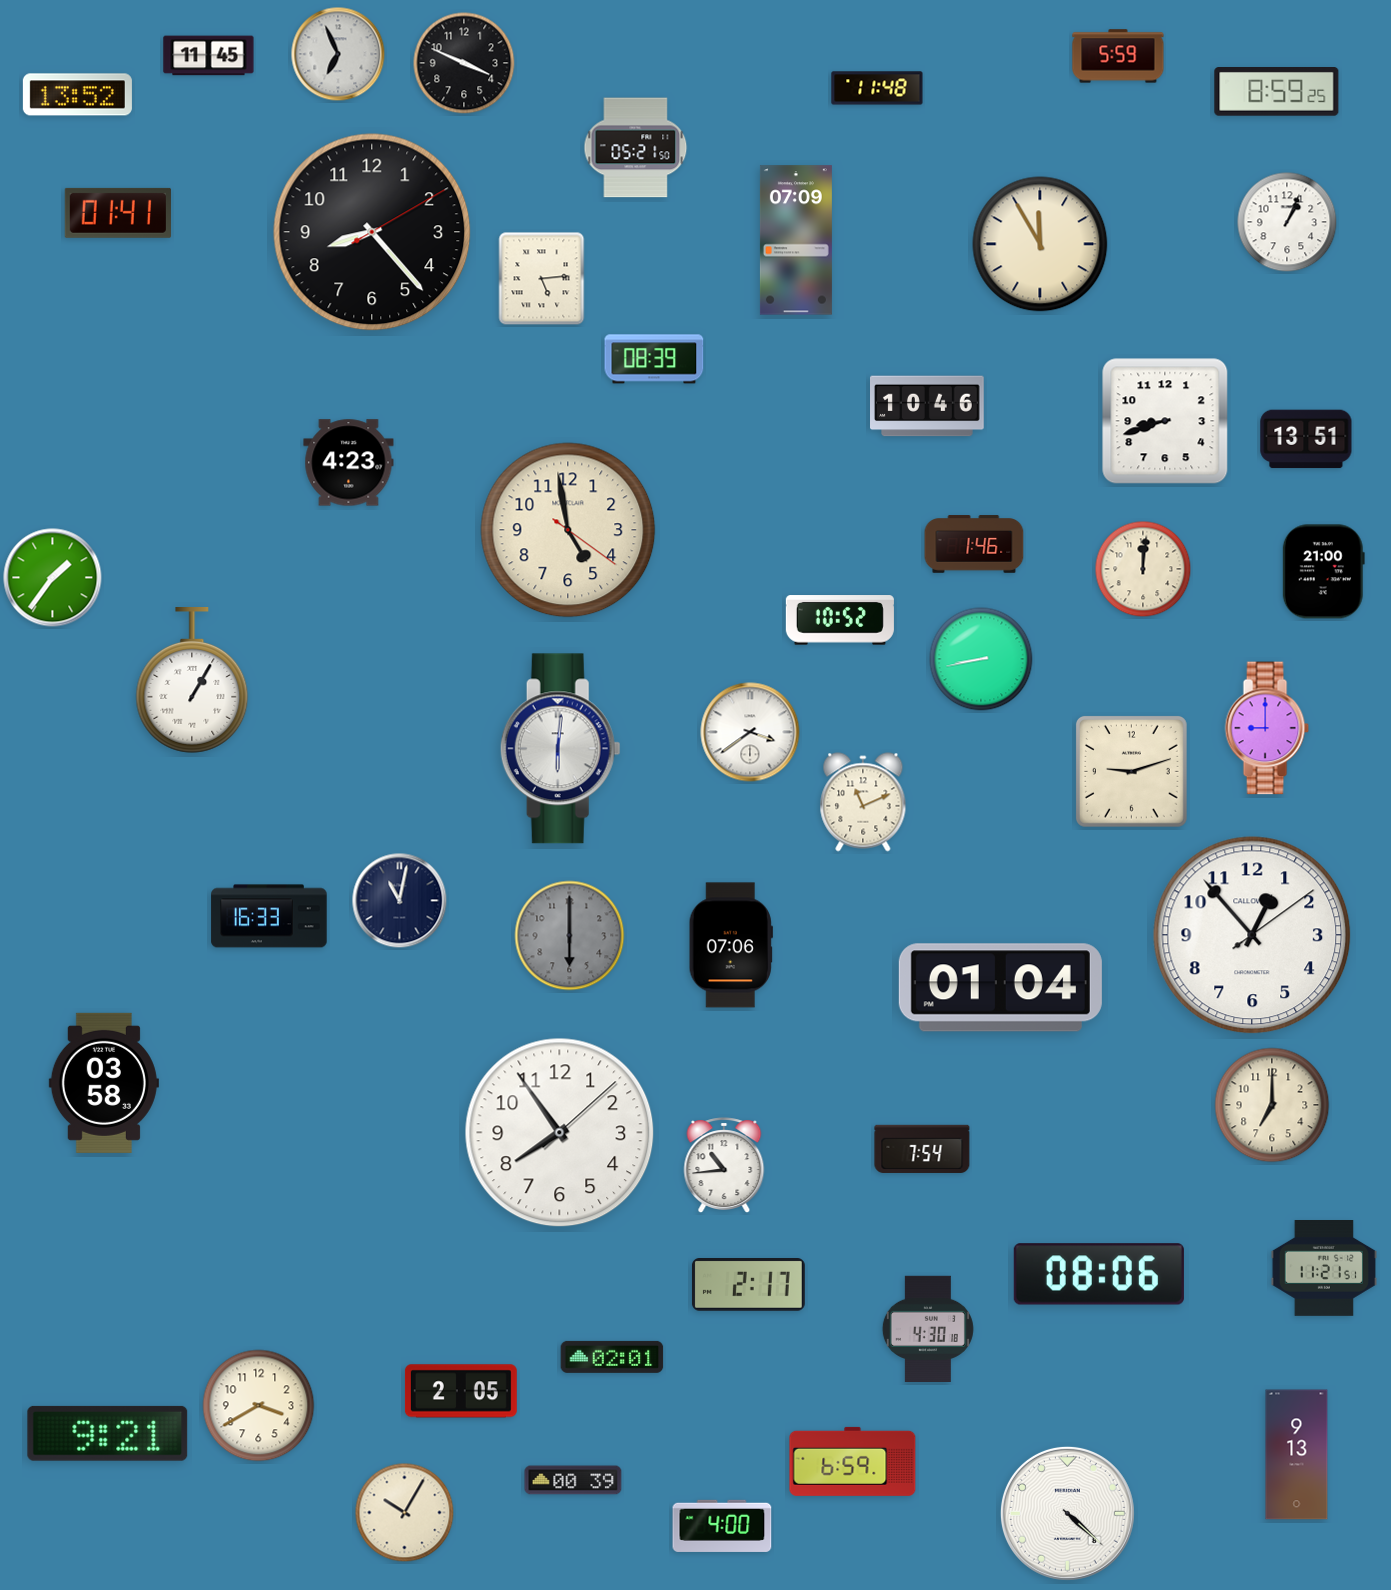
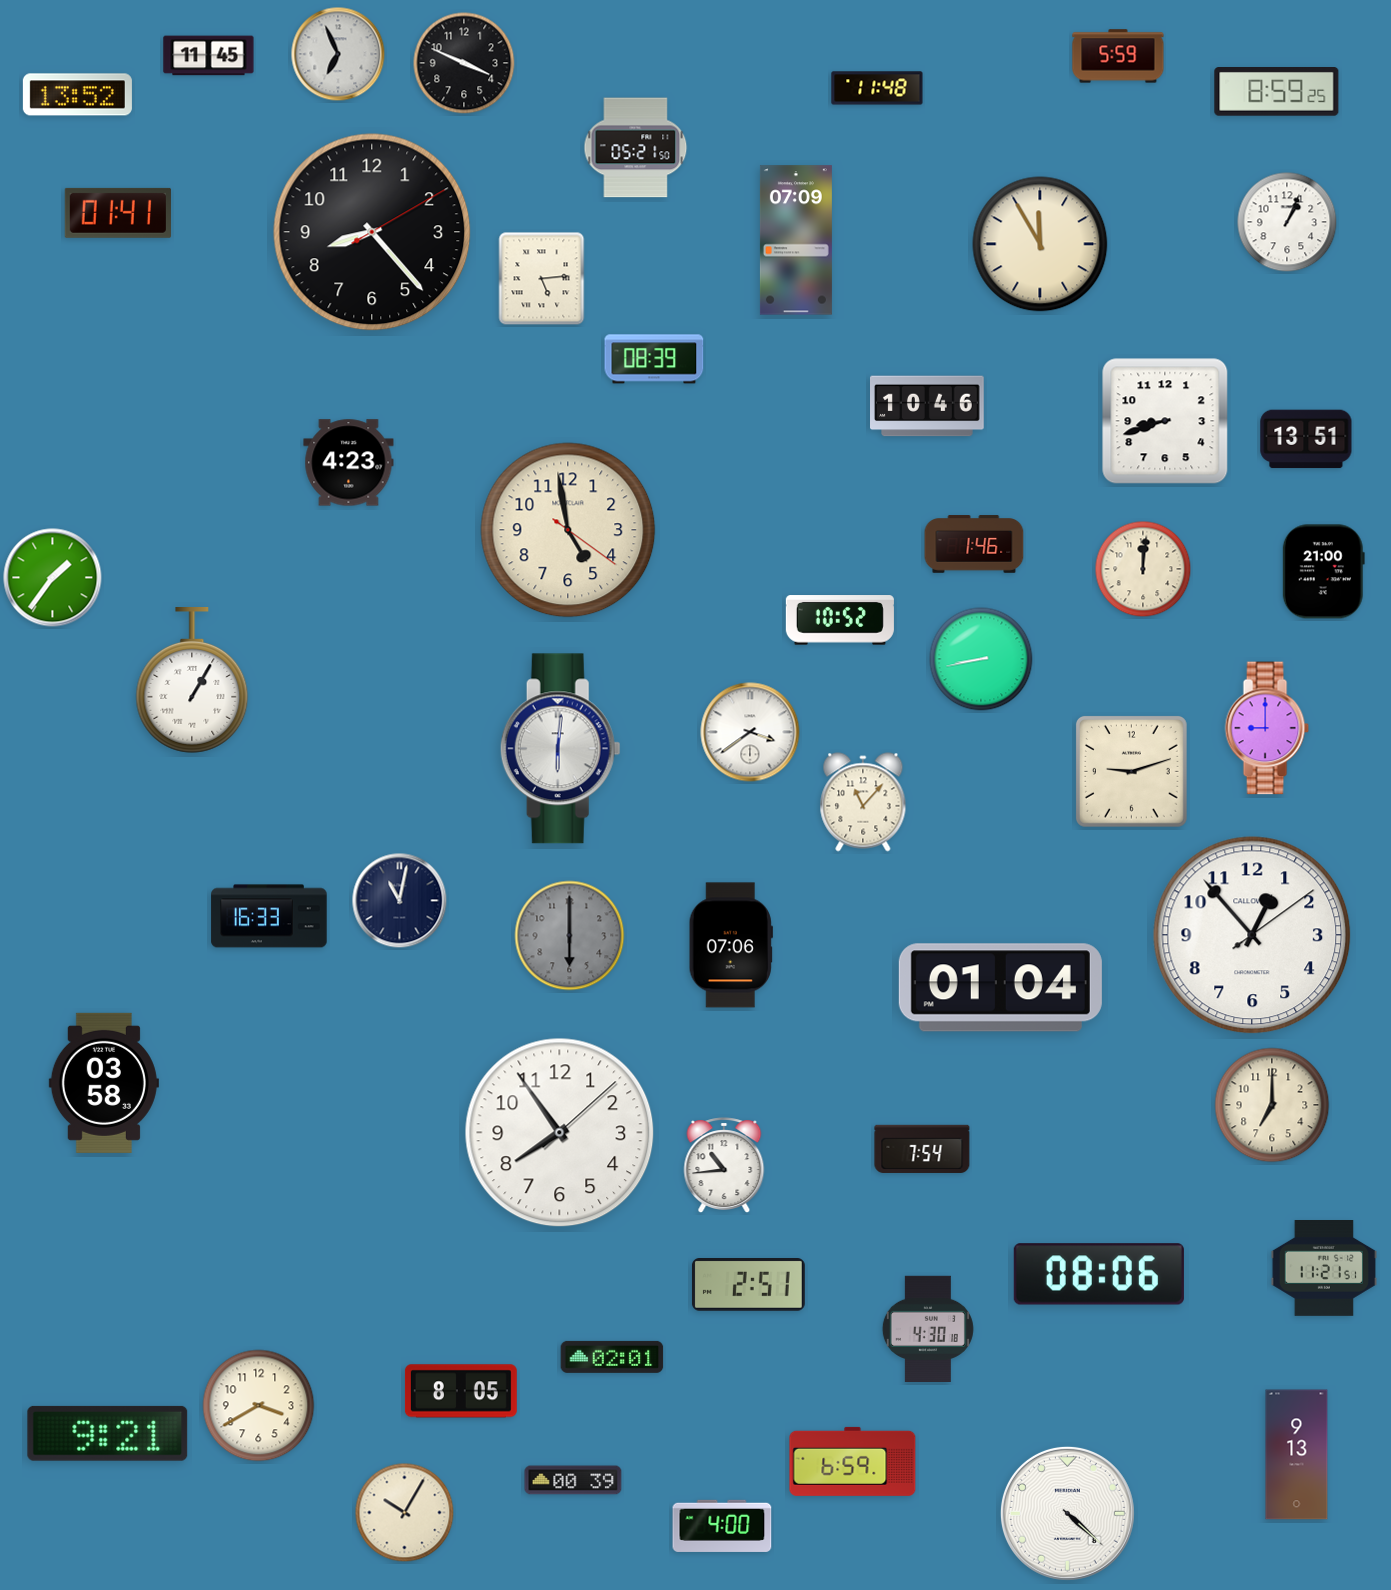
clock at (863, 802): 11:11 -> 11:07
clock at (748, 1285): 2:17 -> 2:51
clock at (461, 1391): 2:05 -> 8:05
